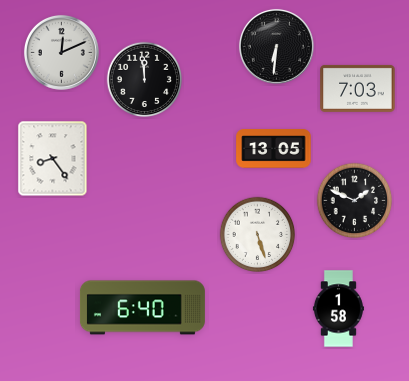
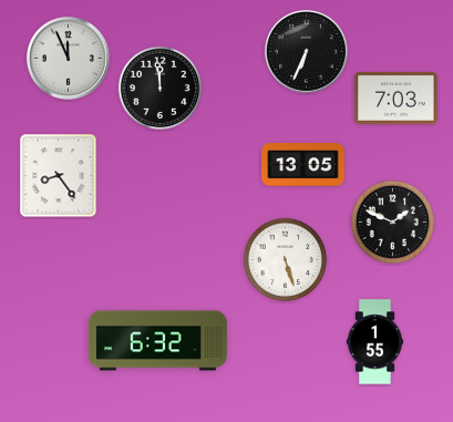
clock at (276, 46): 6:31 -> 6:34
clock at (61, 52): 12:11 -> 11:56
clock at (142, 308): 6:40 -> 6:32
clock at (338, 309): 1:58 -> 1:55
